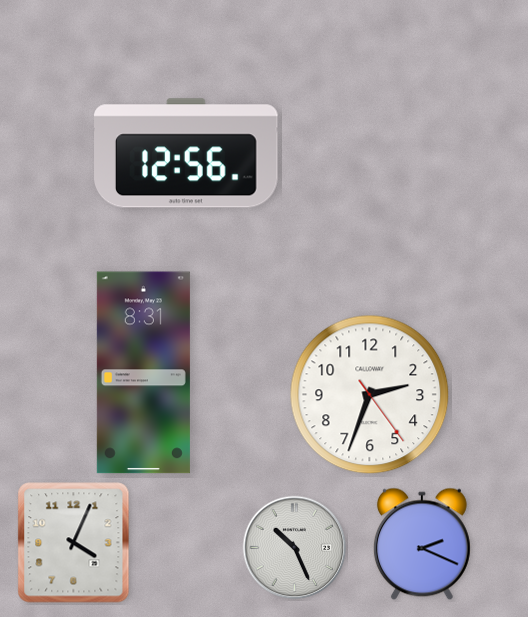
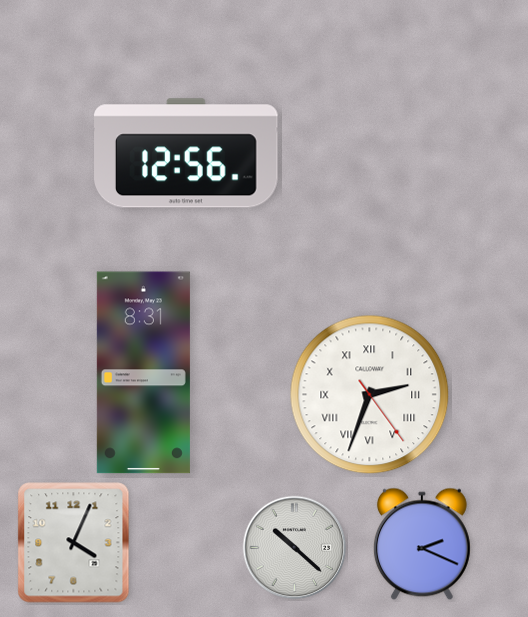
clock at (370, 395) numerals: Arabic -> Roman
clock at (295, 548): 10:26 -> 10:22
